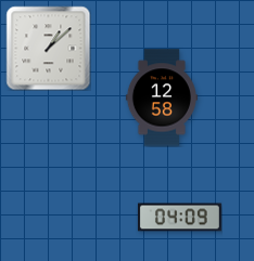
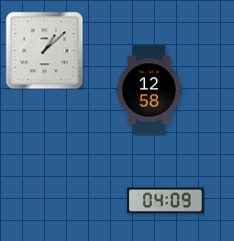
clock at (48, 48) position: (48, 48) -> (44, 50)
